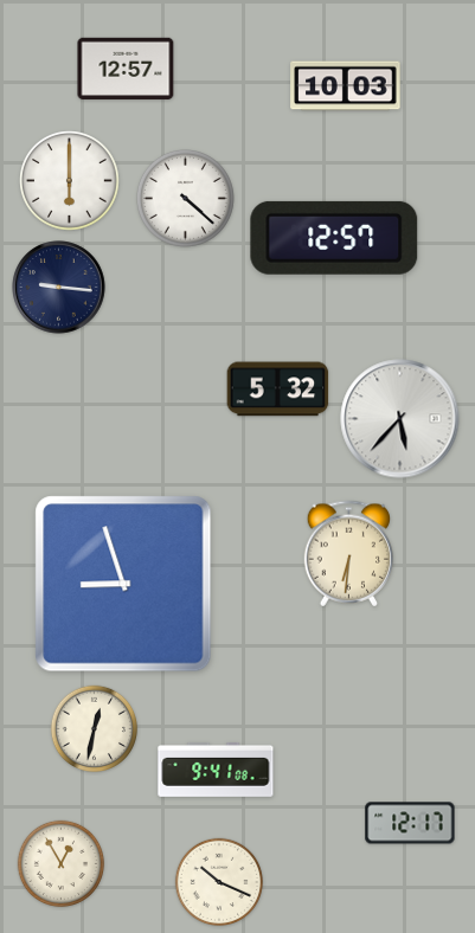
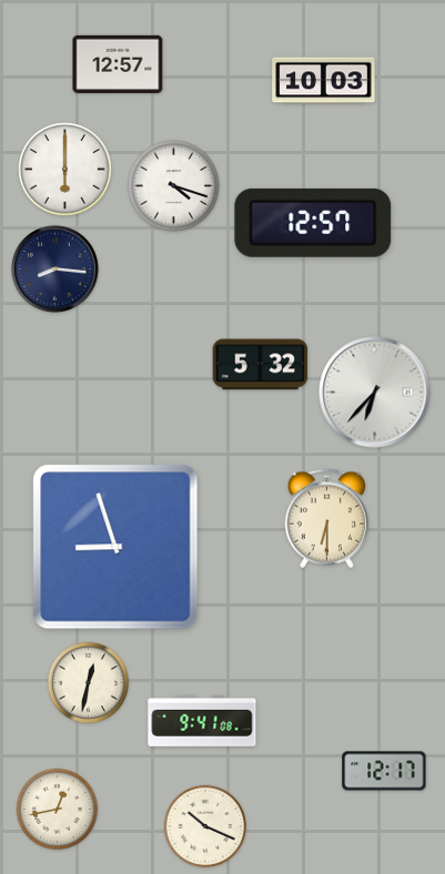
clock at (186, 199): 4:22 -> 4:18
clock at (59, 288): 9:16 -> 8:16
clock at (400, 419): 5:37 -> 6:37
clock at (349, 554): 6:31 -> 6:30
clock at (62, 864): 12:55 -> 12:43
